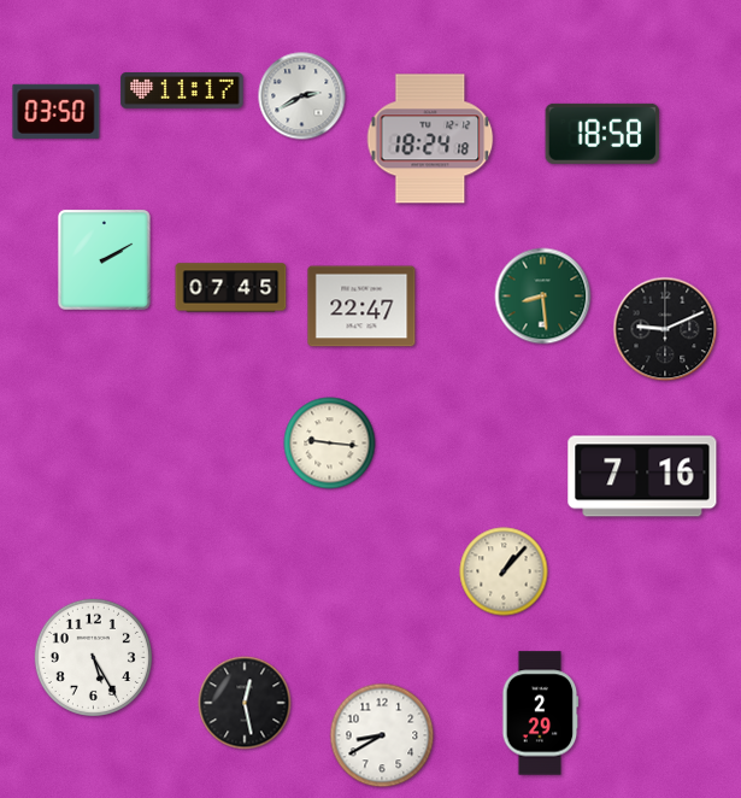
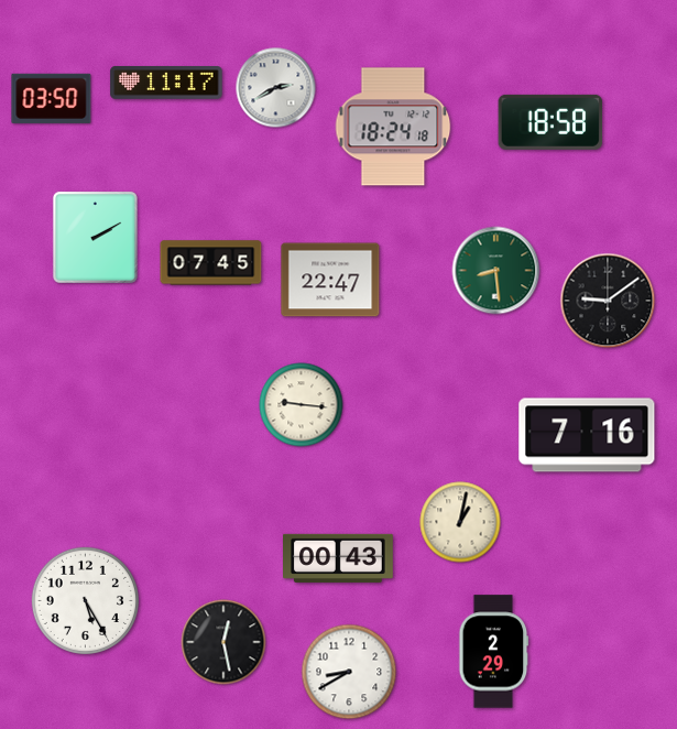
clock at (57, 111) position: (57, 111) -> (52, 98)
clock at (665, 329): 9:11 -> 9:09
clock at (504, 571): 1:07 -> 1:02
clock at (339, 558): none -> 00:43
